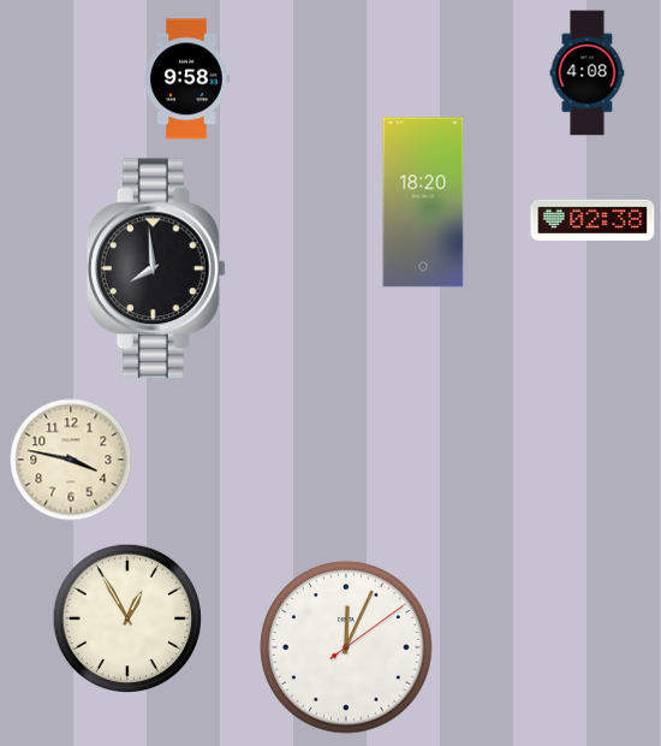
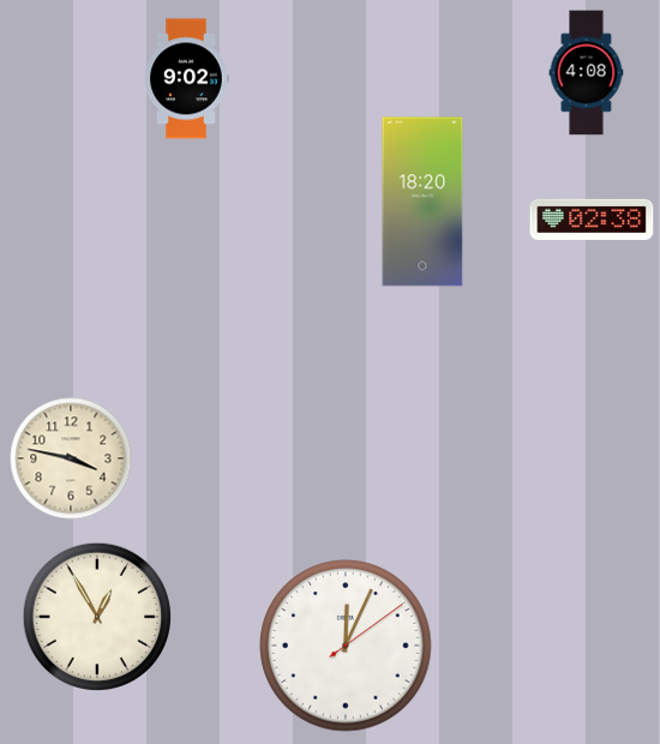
clock at (186, 79): 9:58 -> 9:02
clock at (156, 268): 7:59 -> none
clock at (126, 617) position: (126, 617) -> (96, 616)
